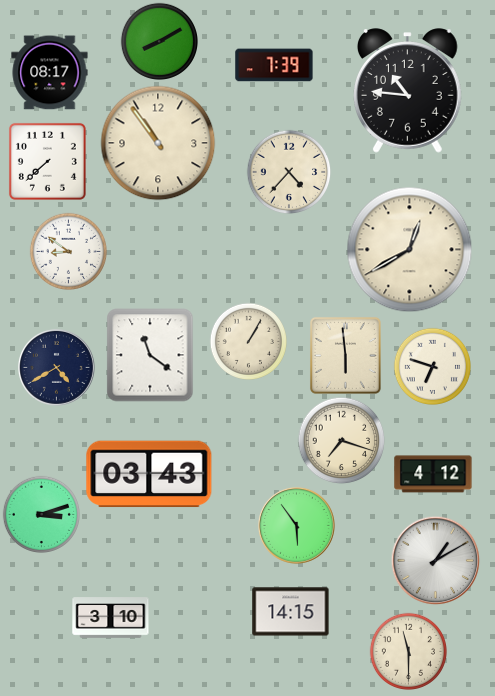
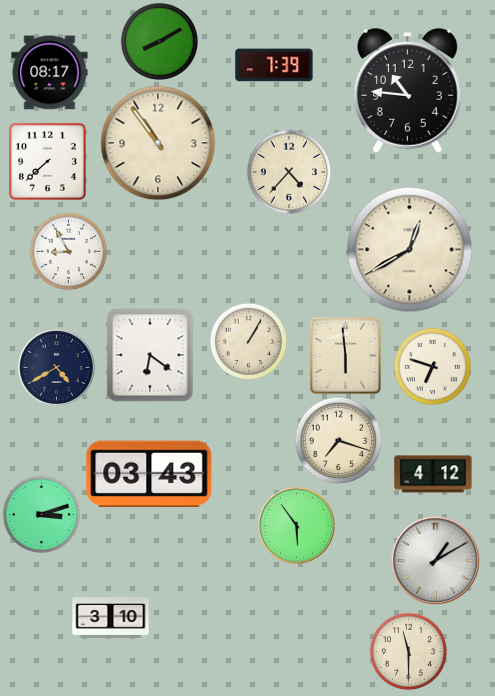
clock at (68, 251): 8:51 -> 8:55
clock at (150, 355): 11:21 -> 6:21
clock at (341, 440) position: (341, 440) -> (338, 440)
clock at (291, 612): 14:15 -> none
